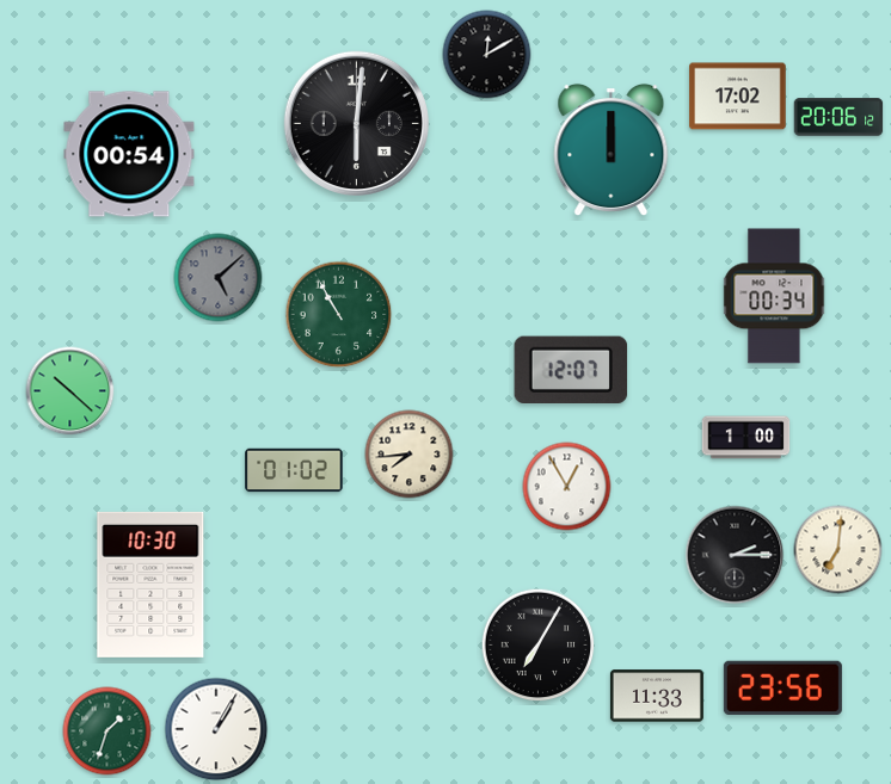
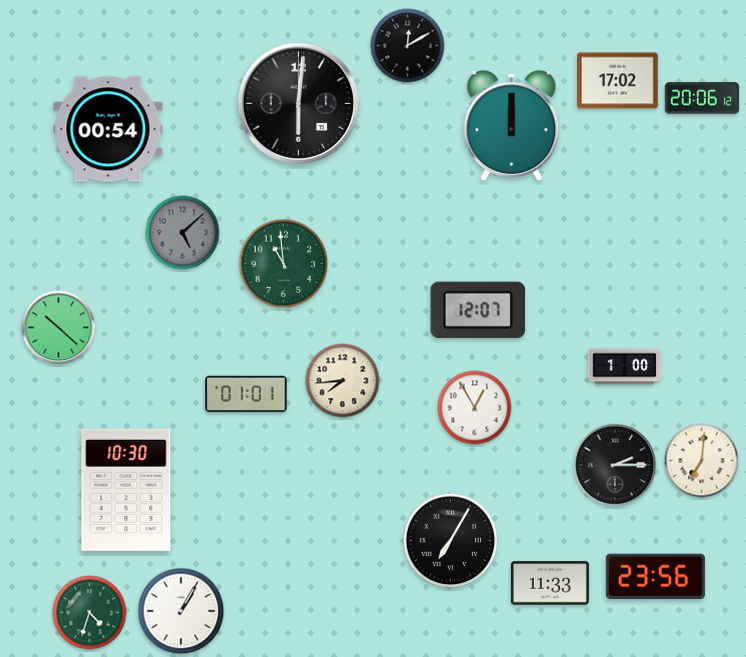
clock at (774, 296): 00:34 -> none
clock at (339, 315): 10:55 -> 10:59
clock at (294, 470): 01:02 -> 01:01
clock at (107, 731): 1:33 -> 4:33
